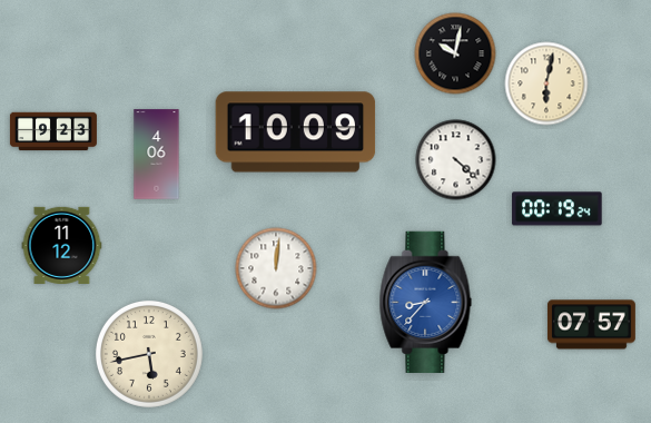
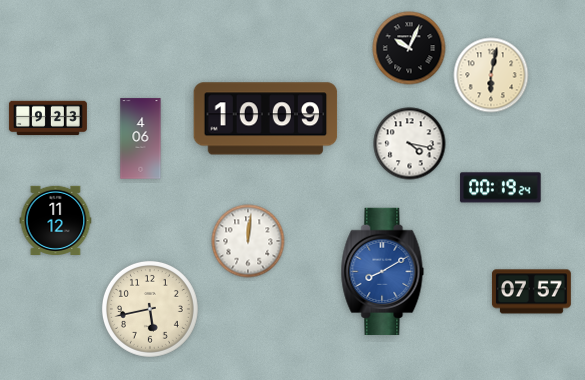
clock at (455, 53): 10:02 -> 10:04
clock at (456, 160): 4:22 -> 4:17
clock at (426, 302): 8:37 -> 8:10
clock at (149, 354) position: (149, 354) -> (150, 309)
